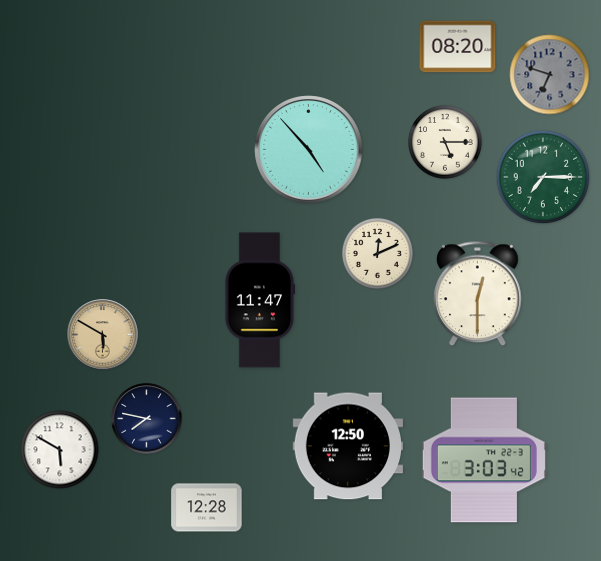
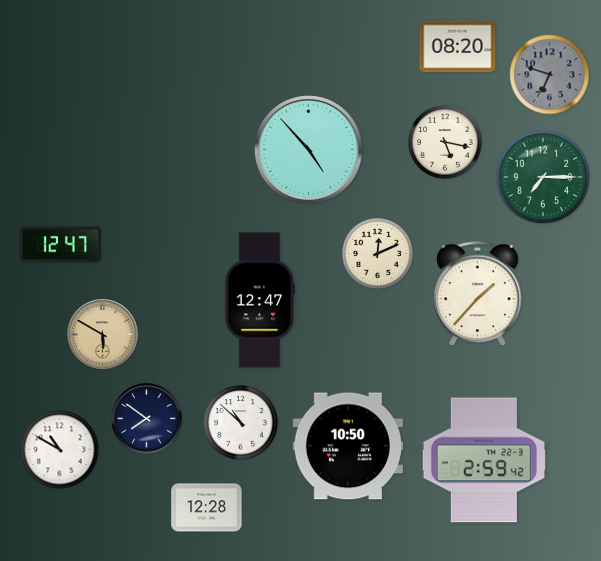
clock at (445, 142): 5:15 -> 5:17
clock at (60, 245): none -> 12:47
clock at (478, 294): 12:30 -> 1:37
clock at (259, 300): 11:47 -> 12:47
clock at (147, 419): 7:47 -> 7:51
clock at (241, 423): none -> 10:52
clock at (347, 446): 12:50 -> 10:50
clock at (60, 450): 5:50 -> 10:50
clock at (484, 460): 3:03 -> 2:59
